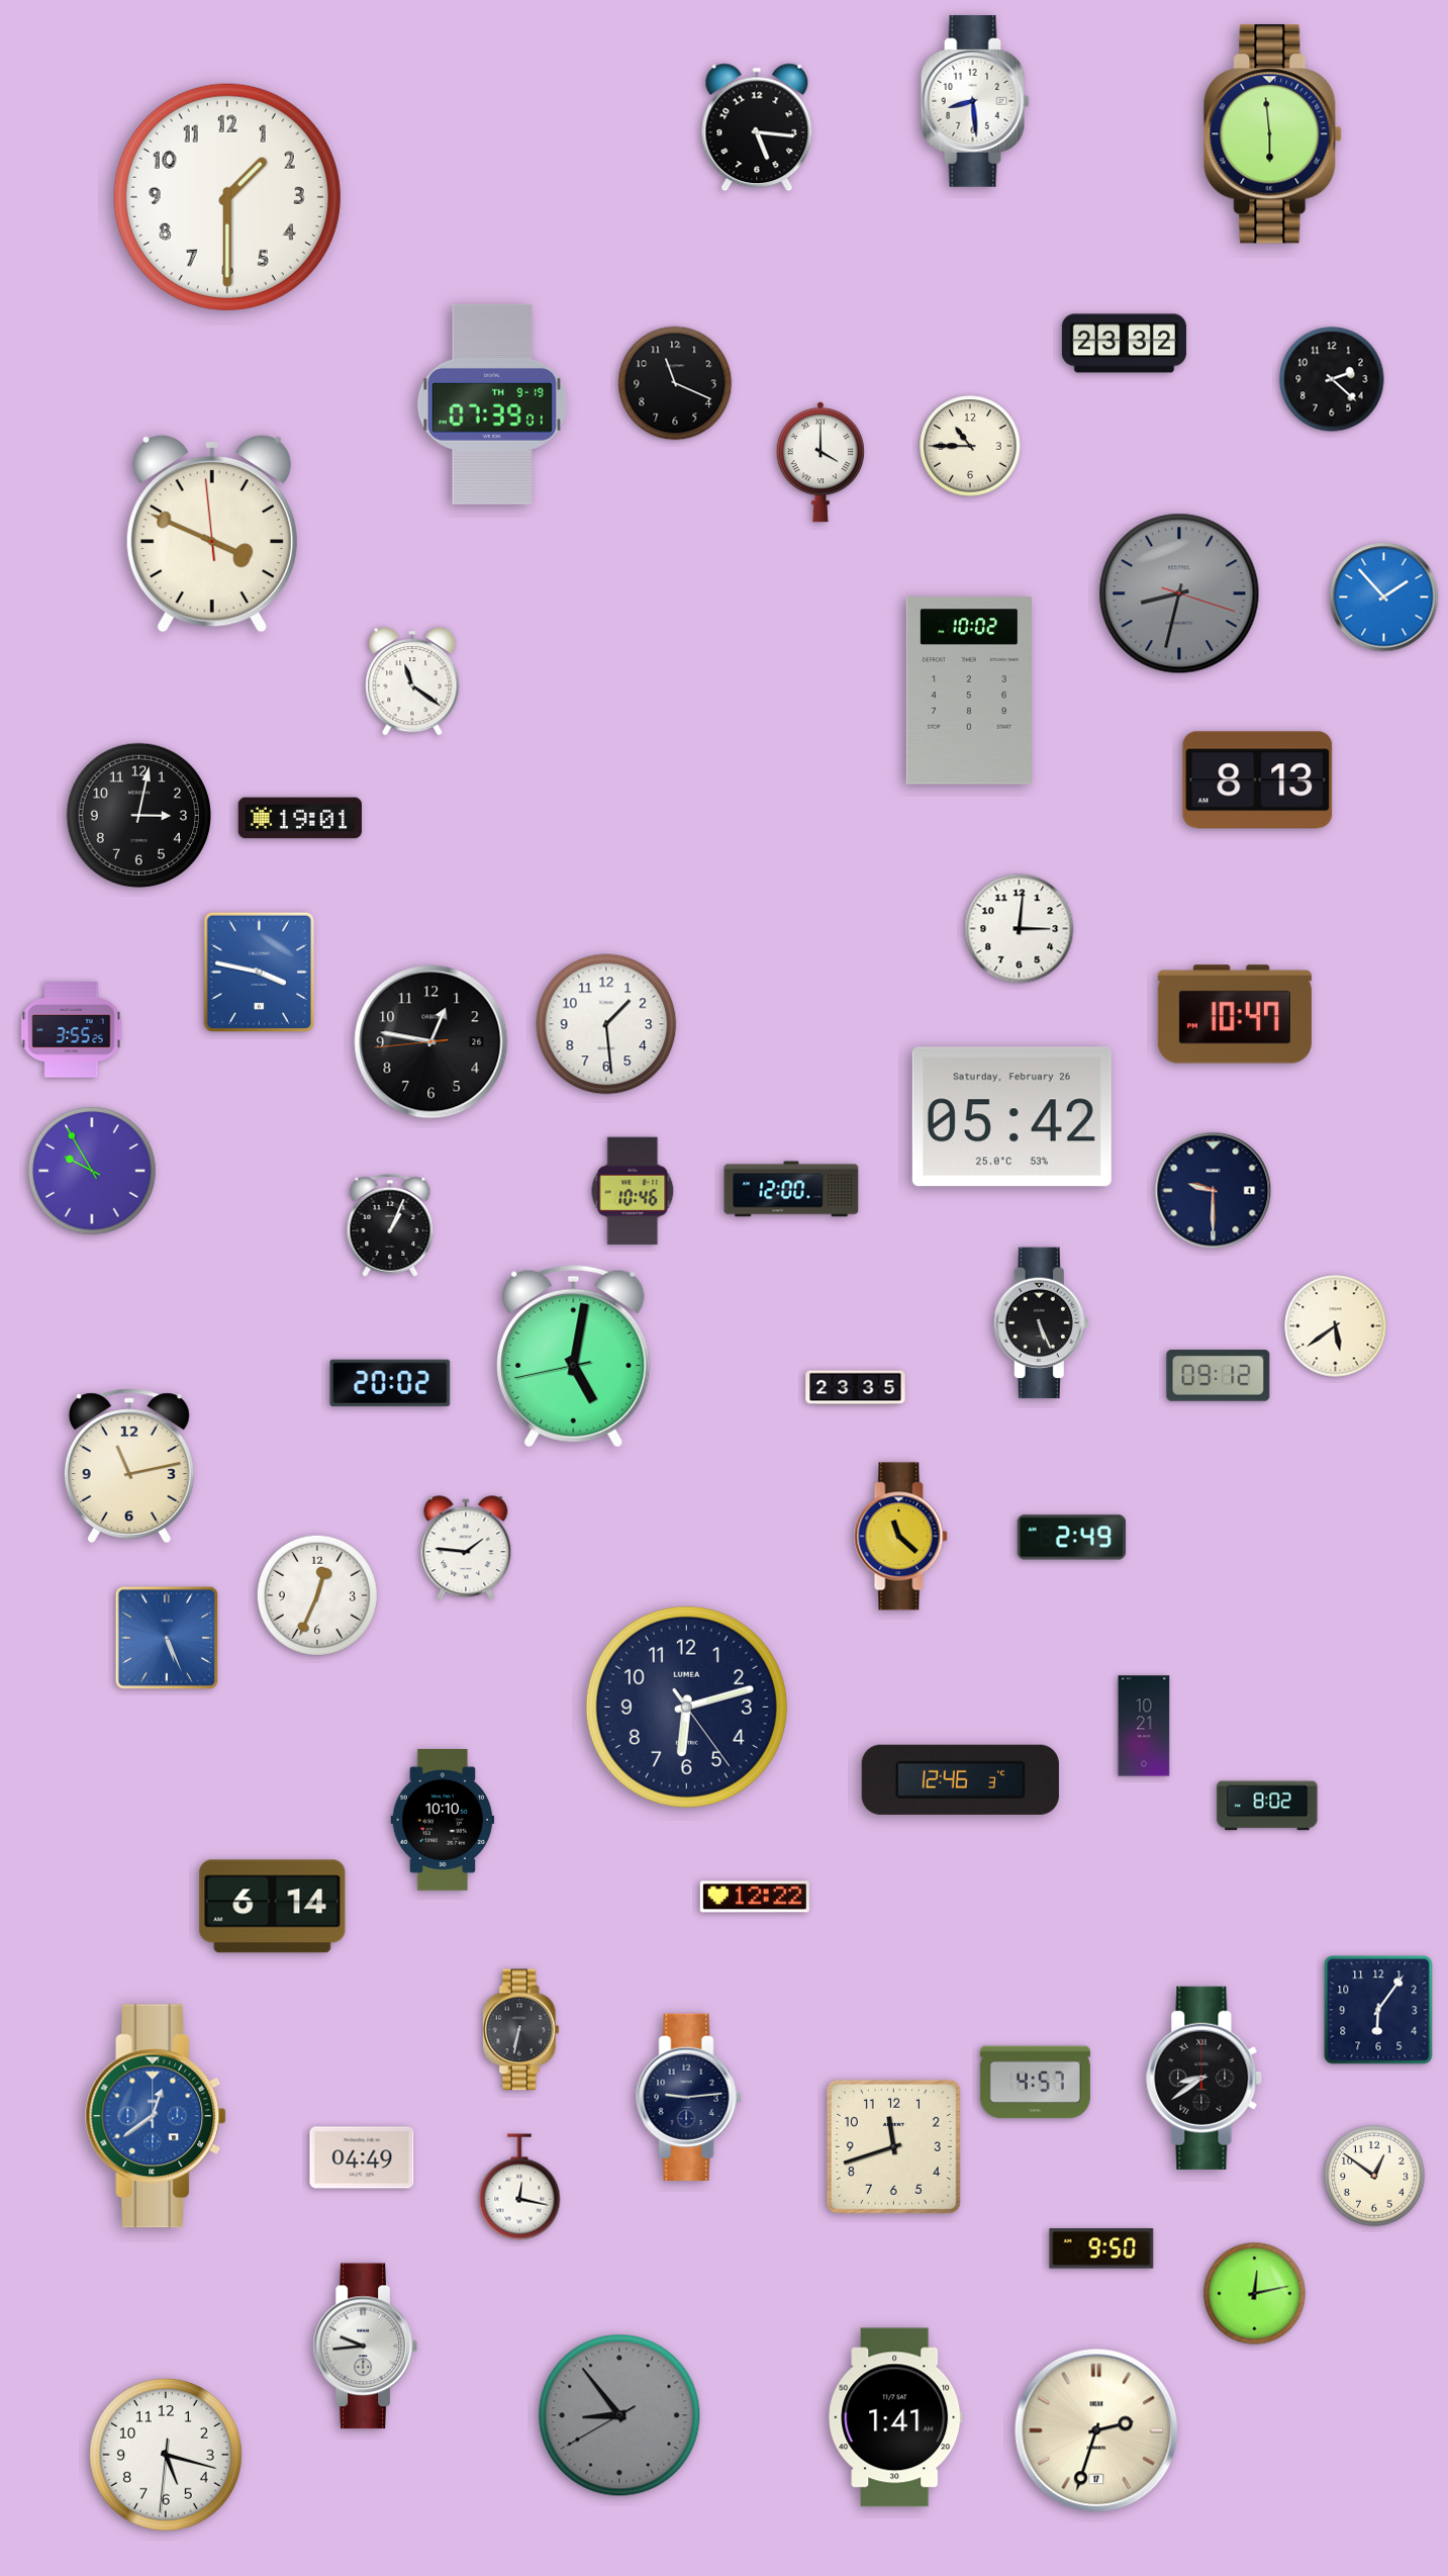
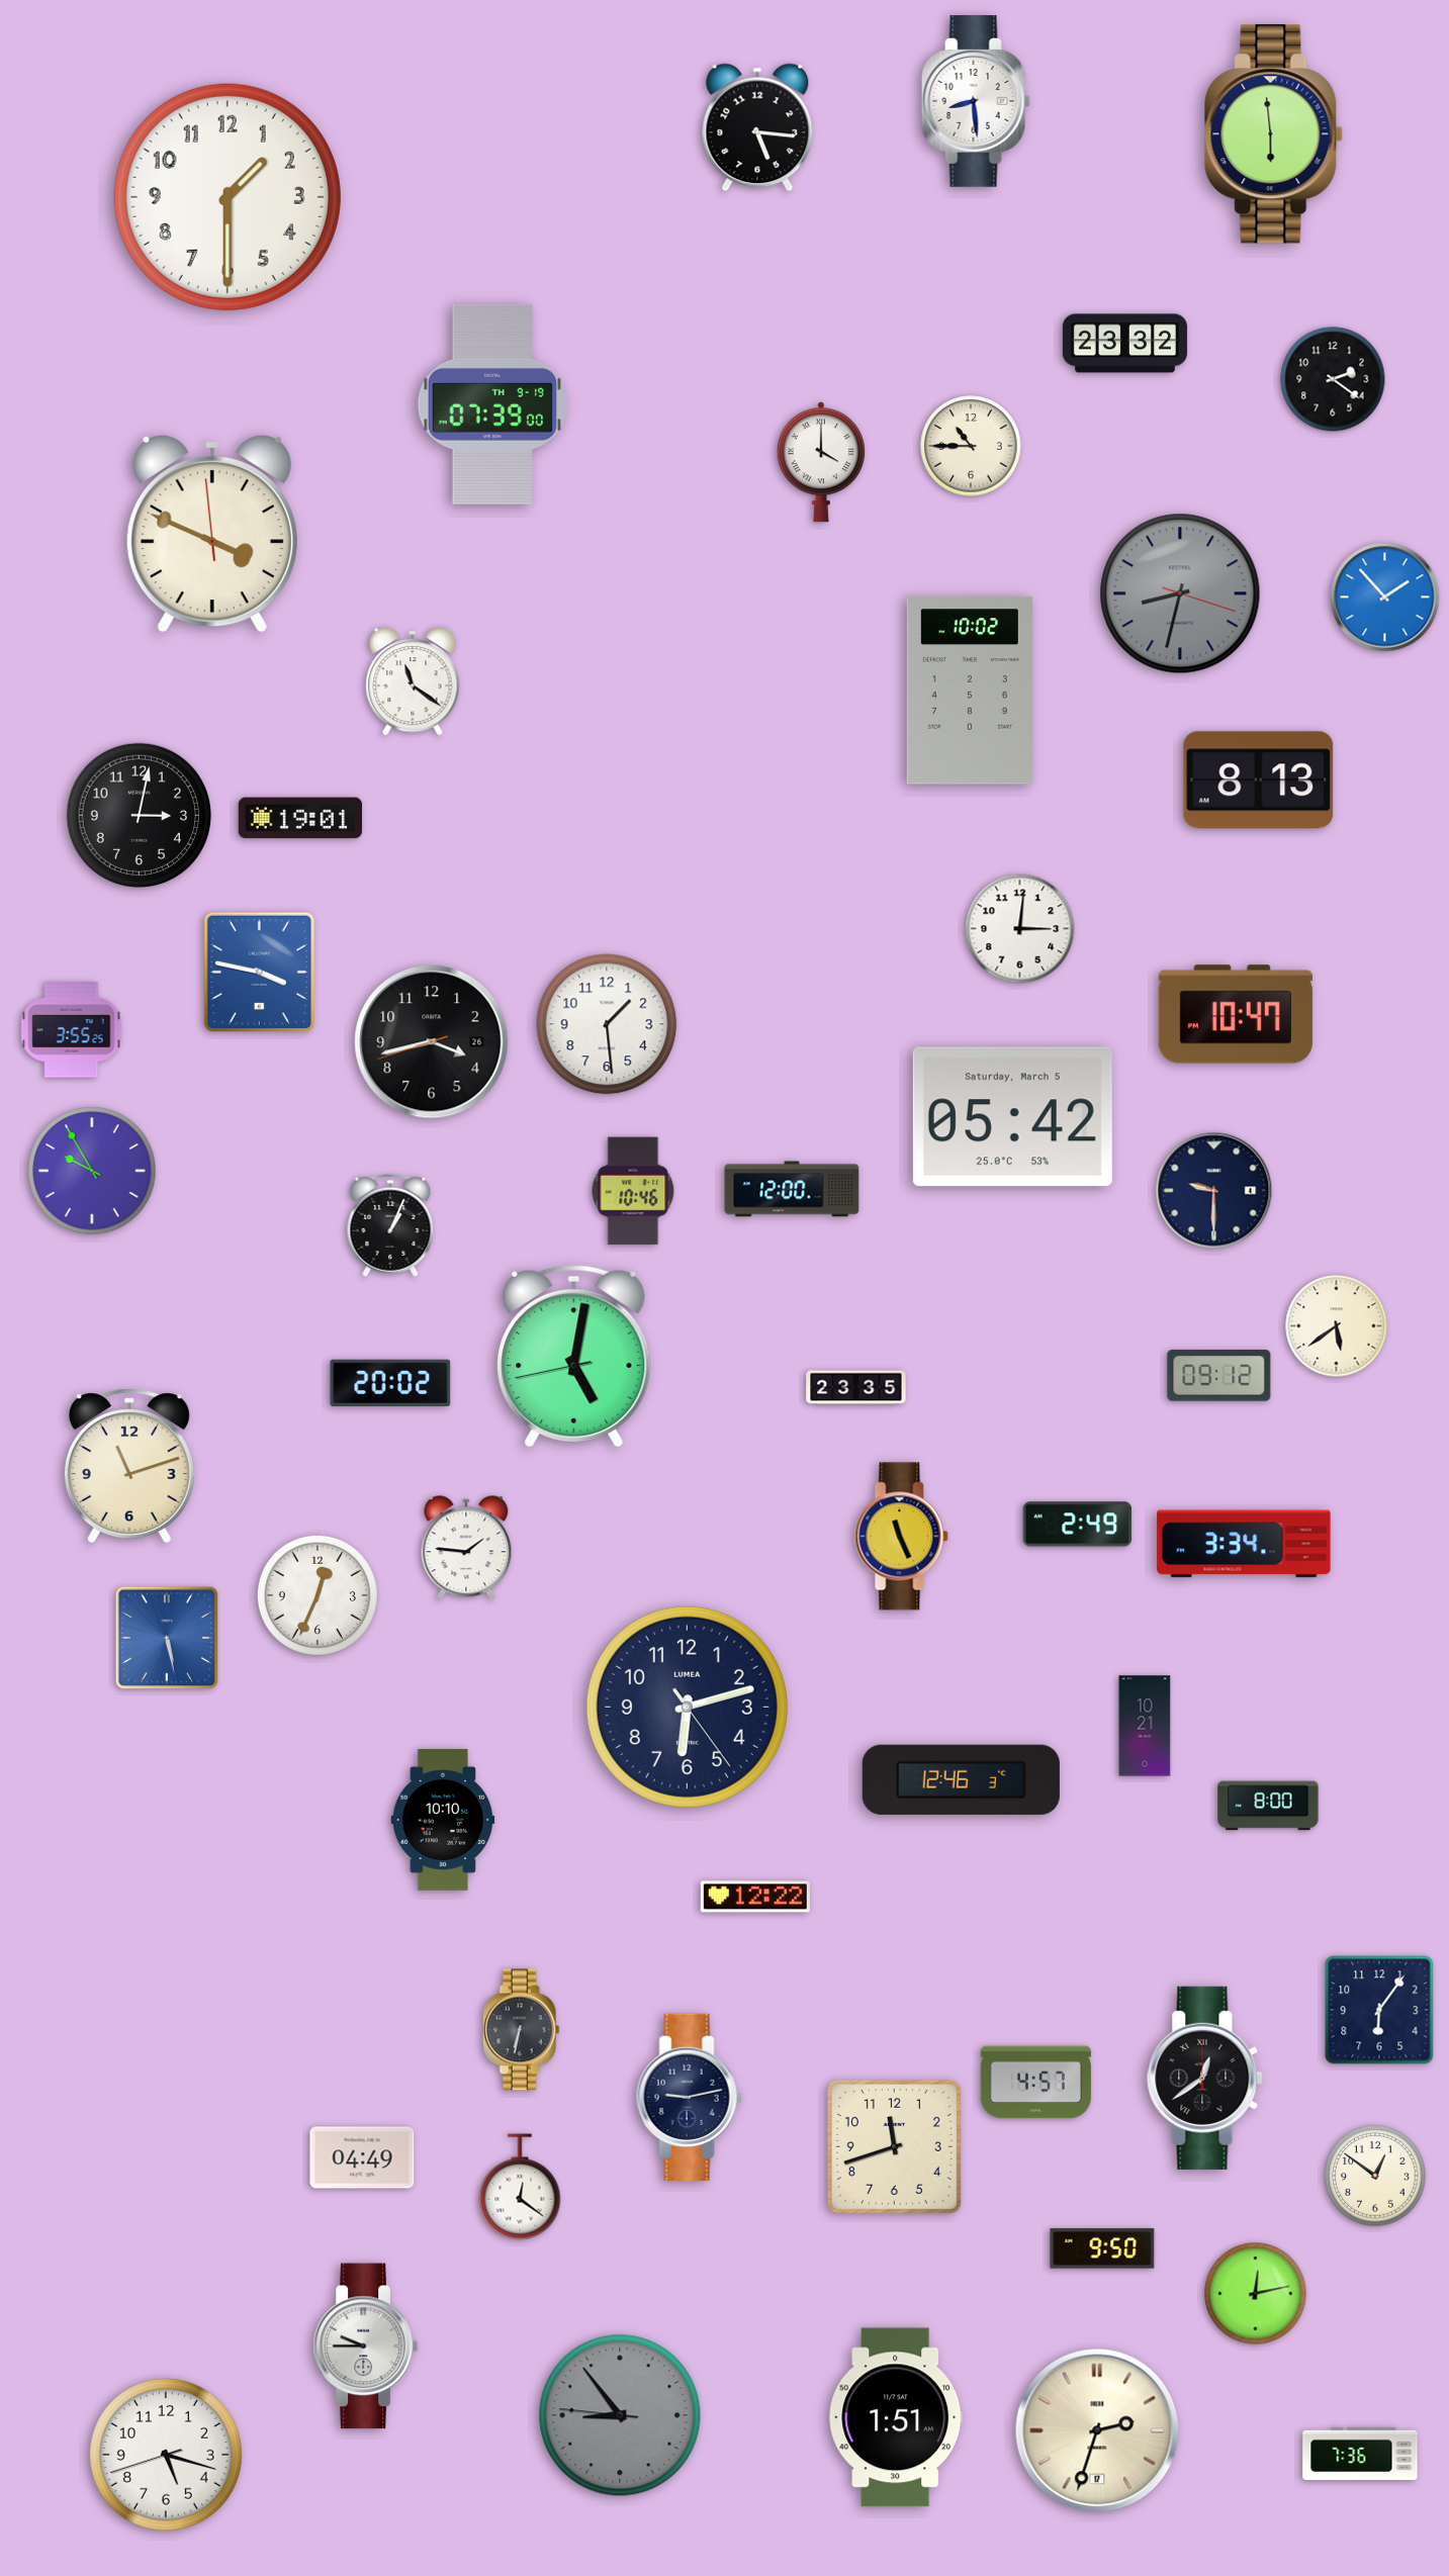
clock at (1332, 379): 2:22 -> 2:21
clock at (675, 383): 11:19 -> none
clock at (492, 404): 07:39:01 -> 07:39:00
clock at (431, 1042): 12:46 -> 3:42
clock at (1011, 1117) date: Saturday, February 26 -> Saturday, March 5
clock at (1041, 1323): 5:26 -> none
clock at (129, 1466): 11:13 -> 11:12
clock at (901, 1537): 11:22 -> 11:26
clock at (1072, 1538) position: (1072, 1538) -> (1078, 1525)
clock at (1244, 1544): none -> 3:34
clock at (167, 1638): 5:26 -> 5:28
clock at (1267, 1806): 8:02 -> 8:00
clock at (273, 1907): 6:14 -> none
clock at (1204, 2078): 8:39 -> 12:39
clock at (688, 2097): 9:14 -> 9:13
clock at (157, 2116): 12:39 -> none
clock at (519, 2187): 12:17 -> 12:21
clock at (365, 2347): 9:44 -> 9:45
clock at (619, 2415): 8:53:40 -> 8:53:46
clock at (895, 2417): 1:41 -> 1:51
clock at (1360, 2453): none -> 7:36
clock at (166, 2455): 5:17:31 -> 5:17:42
